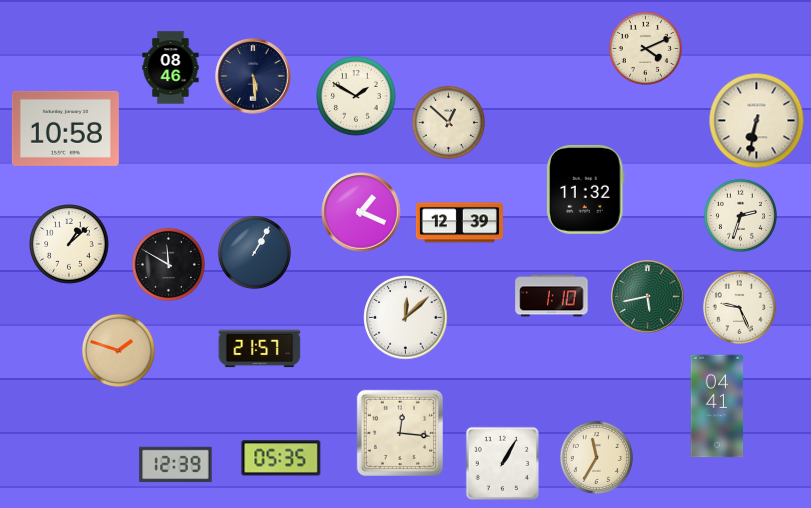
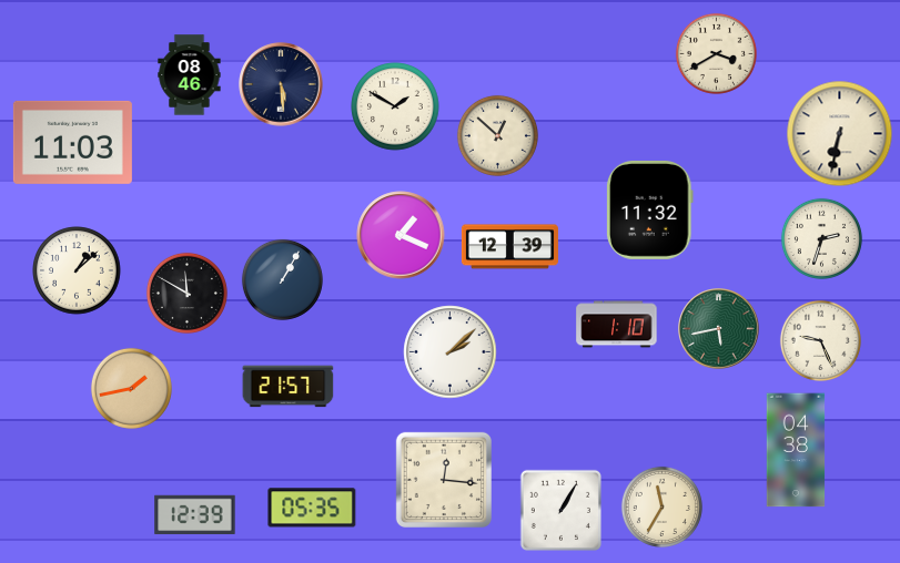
clock at (645, 48): 4:11 -> 3:40
clock at (65, 128): 10:58 -> 11:03
clock at (552, 296) position: (552, 296) -> (617, 325)
clock at (406, 318): 12:08 -> 2:08
clock at (118, 350): 1:48 -> 1:43
clock at (717, 406): 04:41 -> 04:38
clock at (502, 463) position: (502, 463) -> (560, 510)
